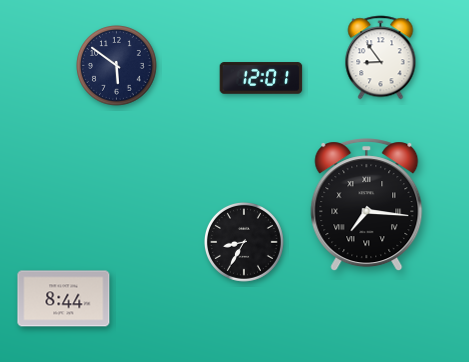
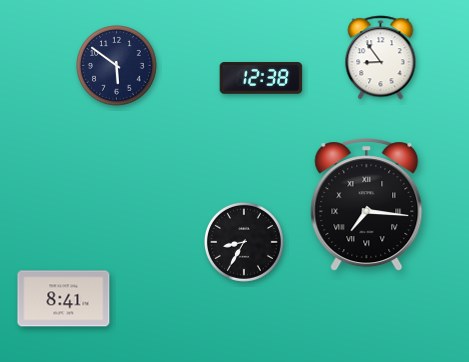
clock at (261, 78): 12:01 -> 12:38
clock at (64, 299): 8:44 -> 8:41
